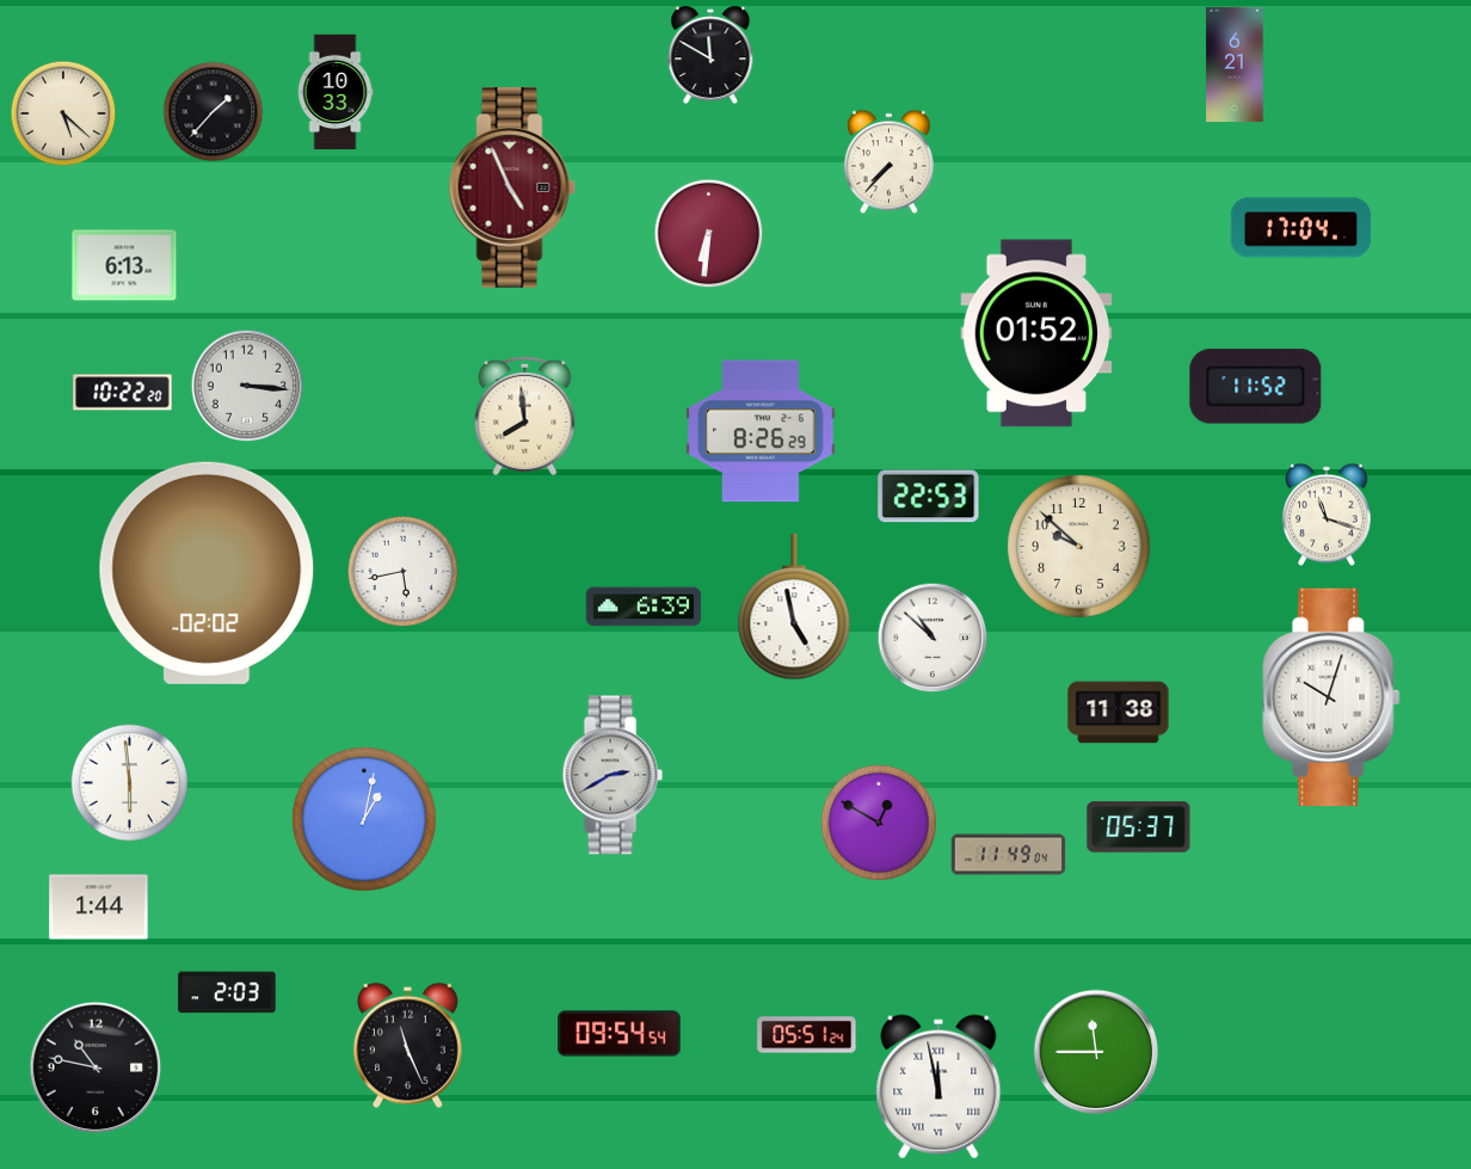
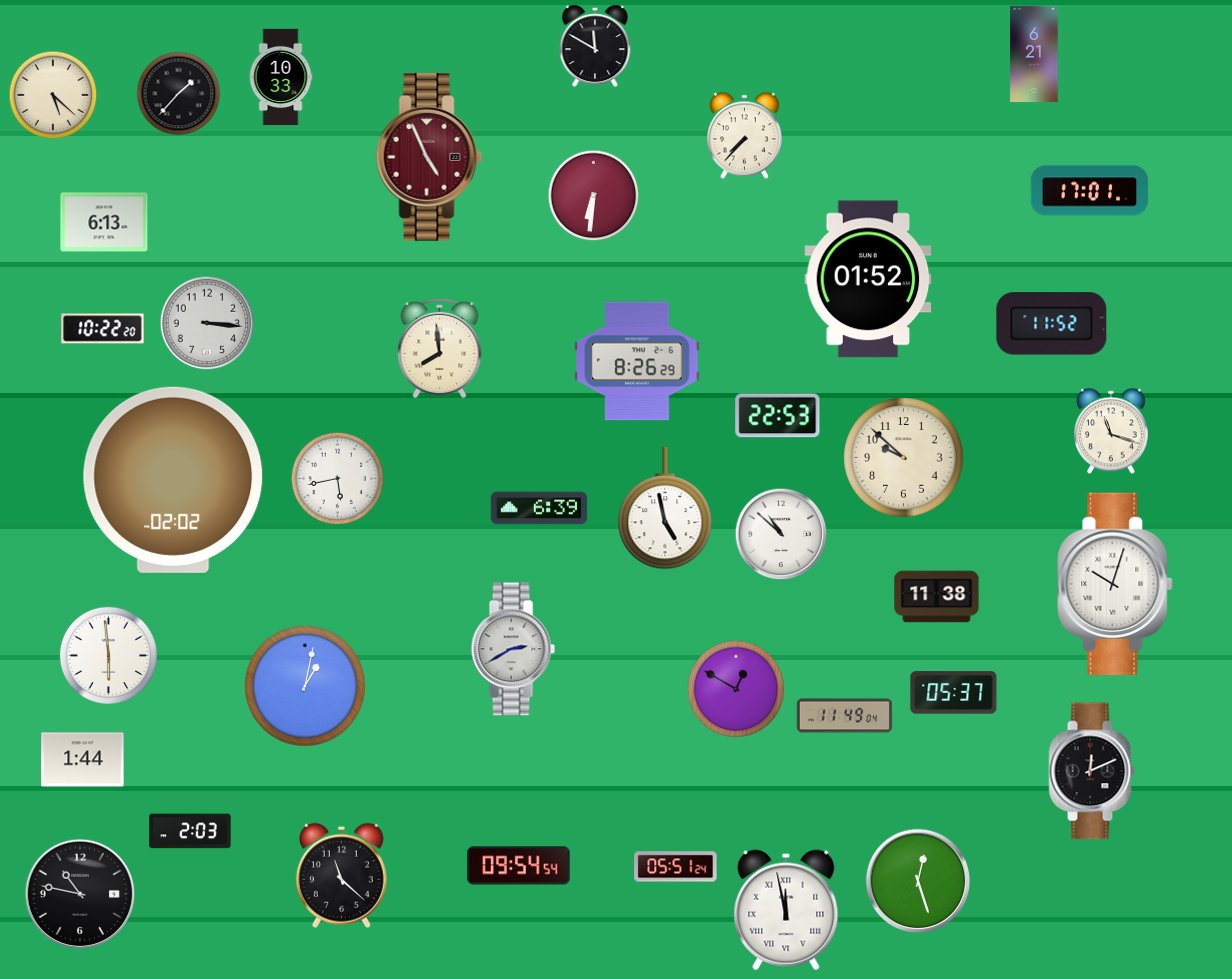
clock at (1301, 228): 17:04 -> 17:01
clock at (1092, 771): none -> 12:11
clock at (407, 1045): 11:26 -> 11:22
clock at (1096, 1052): 11:45 -> 12:27
